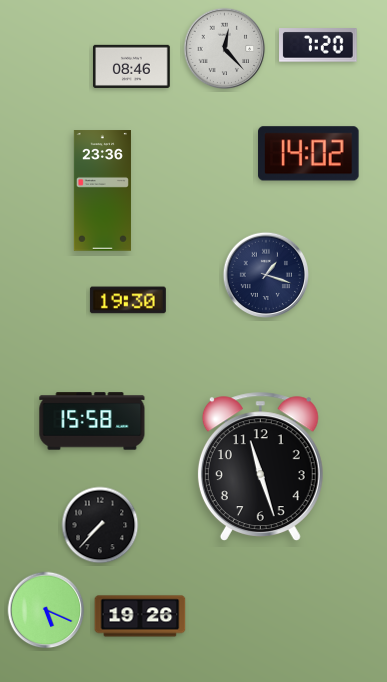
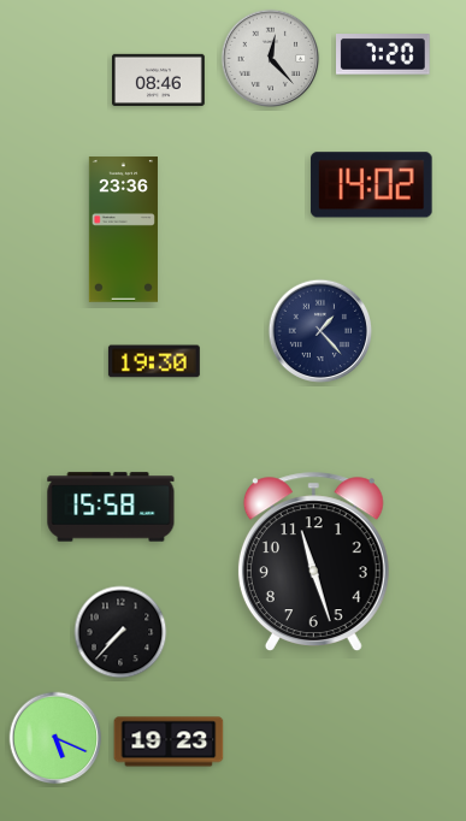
clock at (266, 275): 1:18 -> 1:23
clock at (46, 610) position: (46, 610) -> (55, 738)
clock at (140, 616): 19:26 -> 19:23
